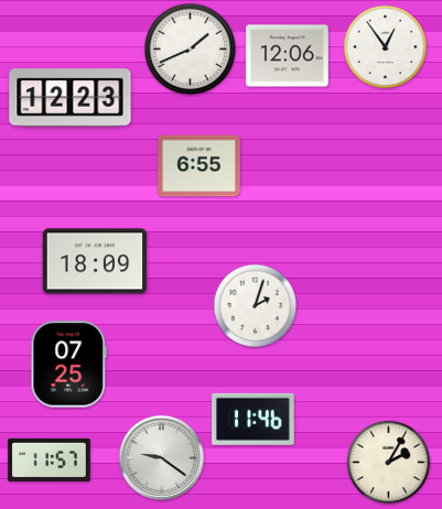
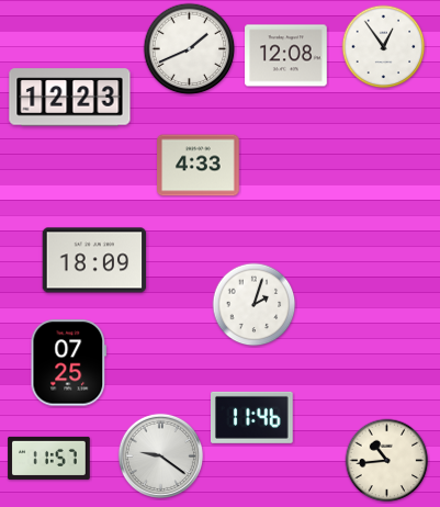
clock at (288, 56): 12:06 -> 12:08
clock at (200, 166): 6:55 -> 4:33
clock at (389, 463): 2:05 -> 10:44
